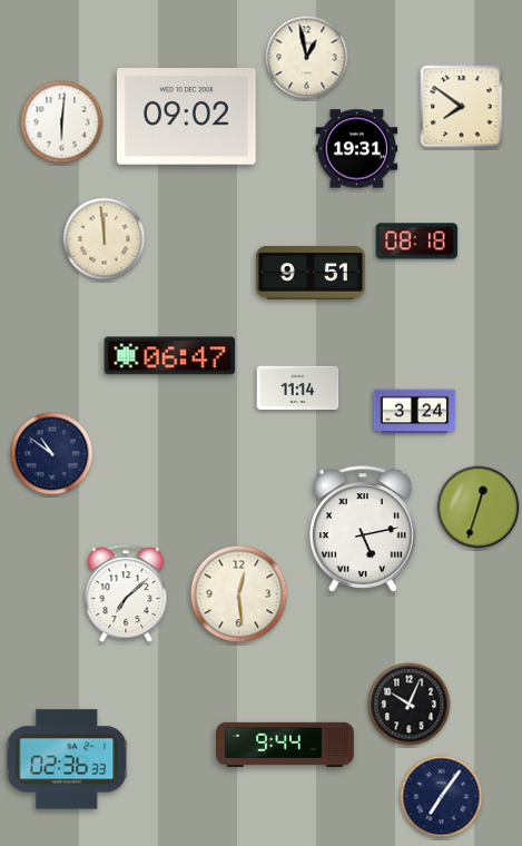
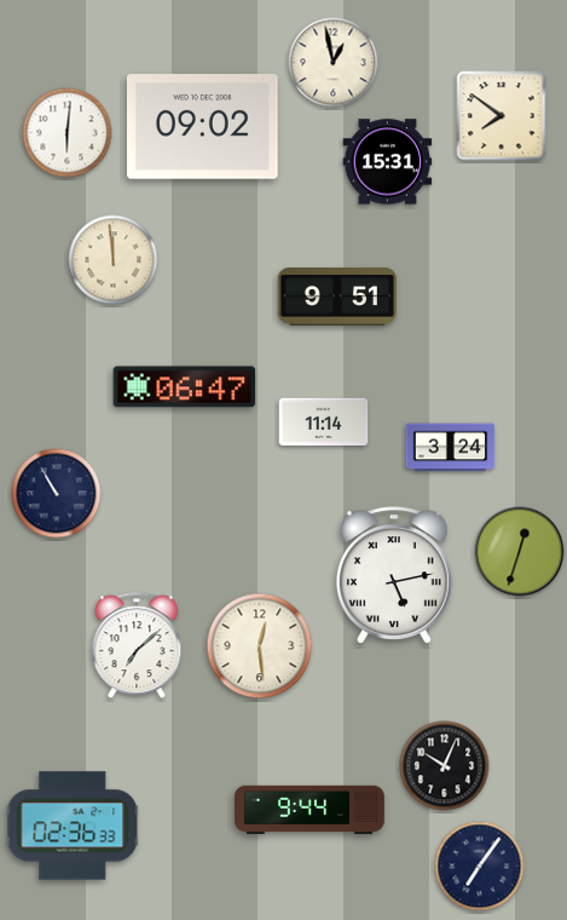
clock at (357, 149): 19:31 -> 15:31
clock at (417, 242): 08:18 -> none
clock at (52, 454): 10:51 -> 10:55
